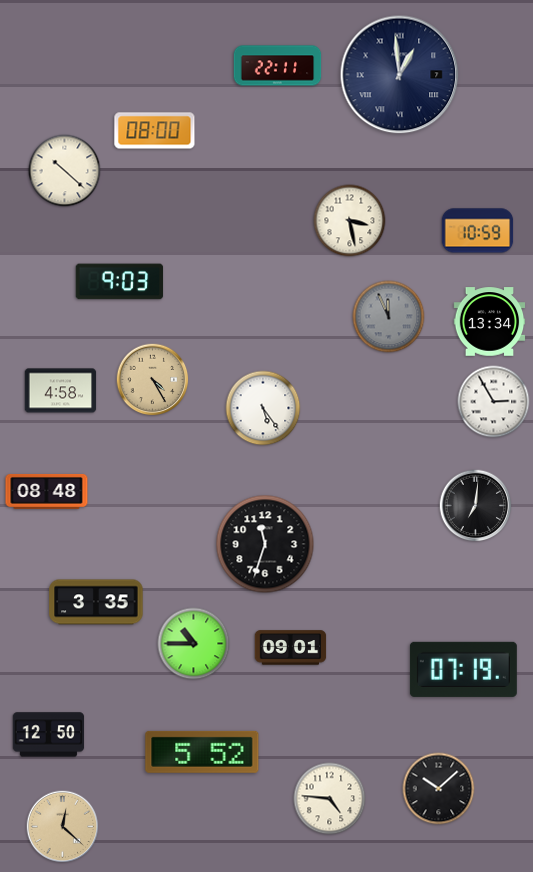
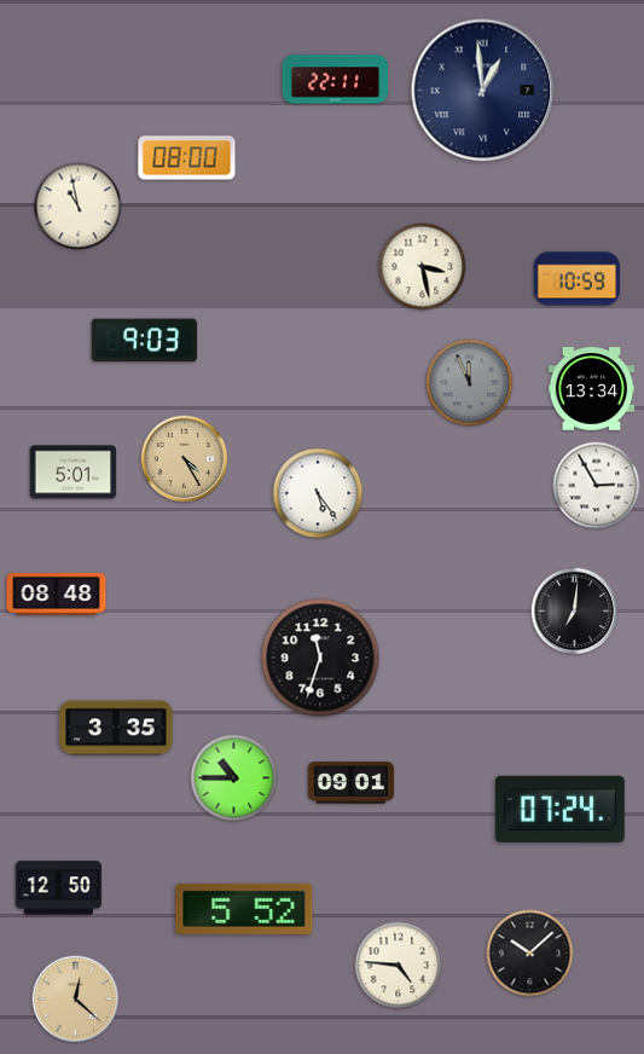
clock at (65, 171): 10:22 -> 10:58
clock at (61, 391): 4:58 -> 5:01
clock at (463, 669): 07:19 -> 07:24
